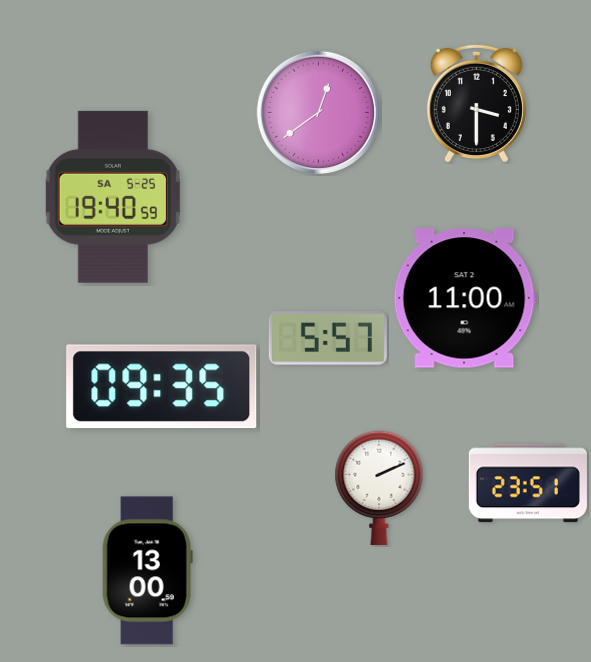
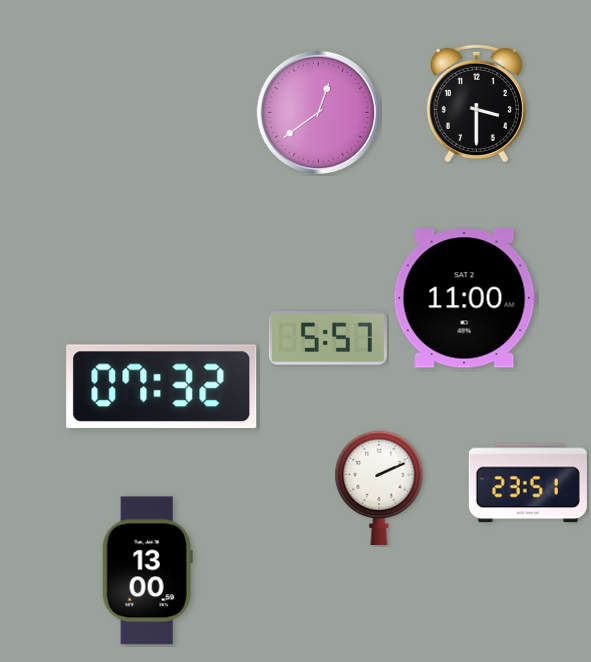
clock at (113, 197): 19:40 -> none
clock at (162, 387): 09:35 -> 07:32
